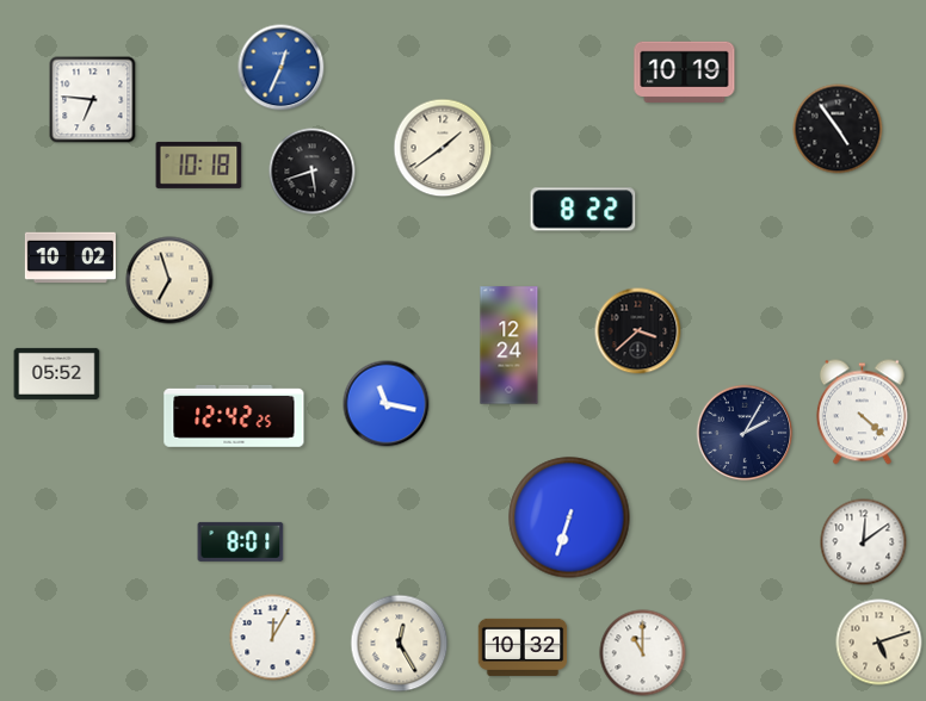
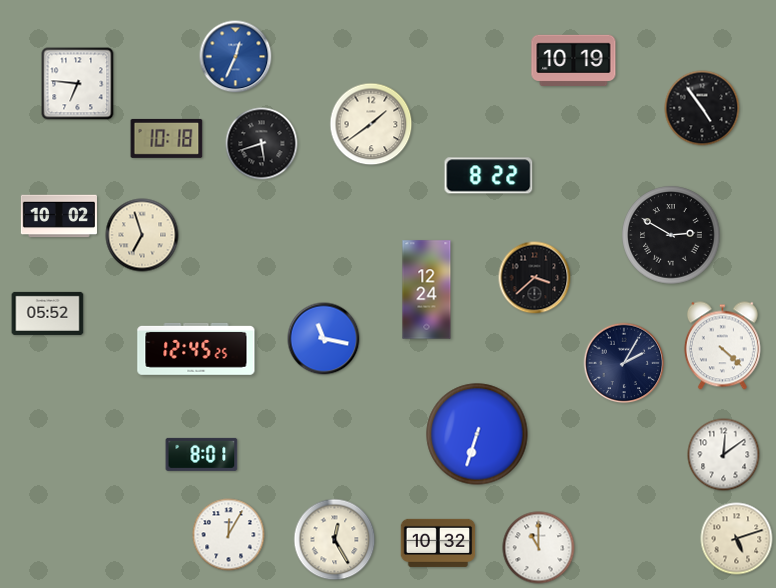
clock at (671, 235): none -> 2:50
clock at (234, 416): 12:42 -> 12:45
